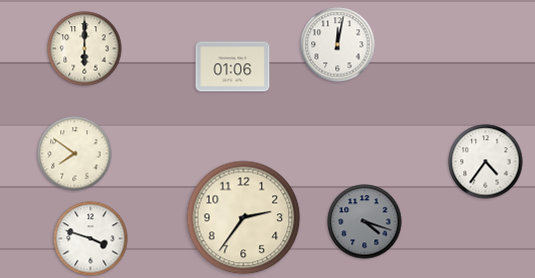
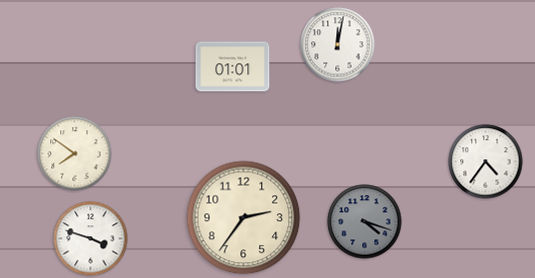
clock at (85, 49): 6:00 -> none
clock at (233, 67): 01:06 -> 01:01
